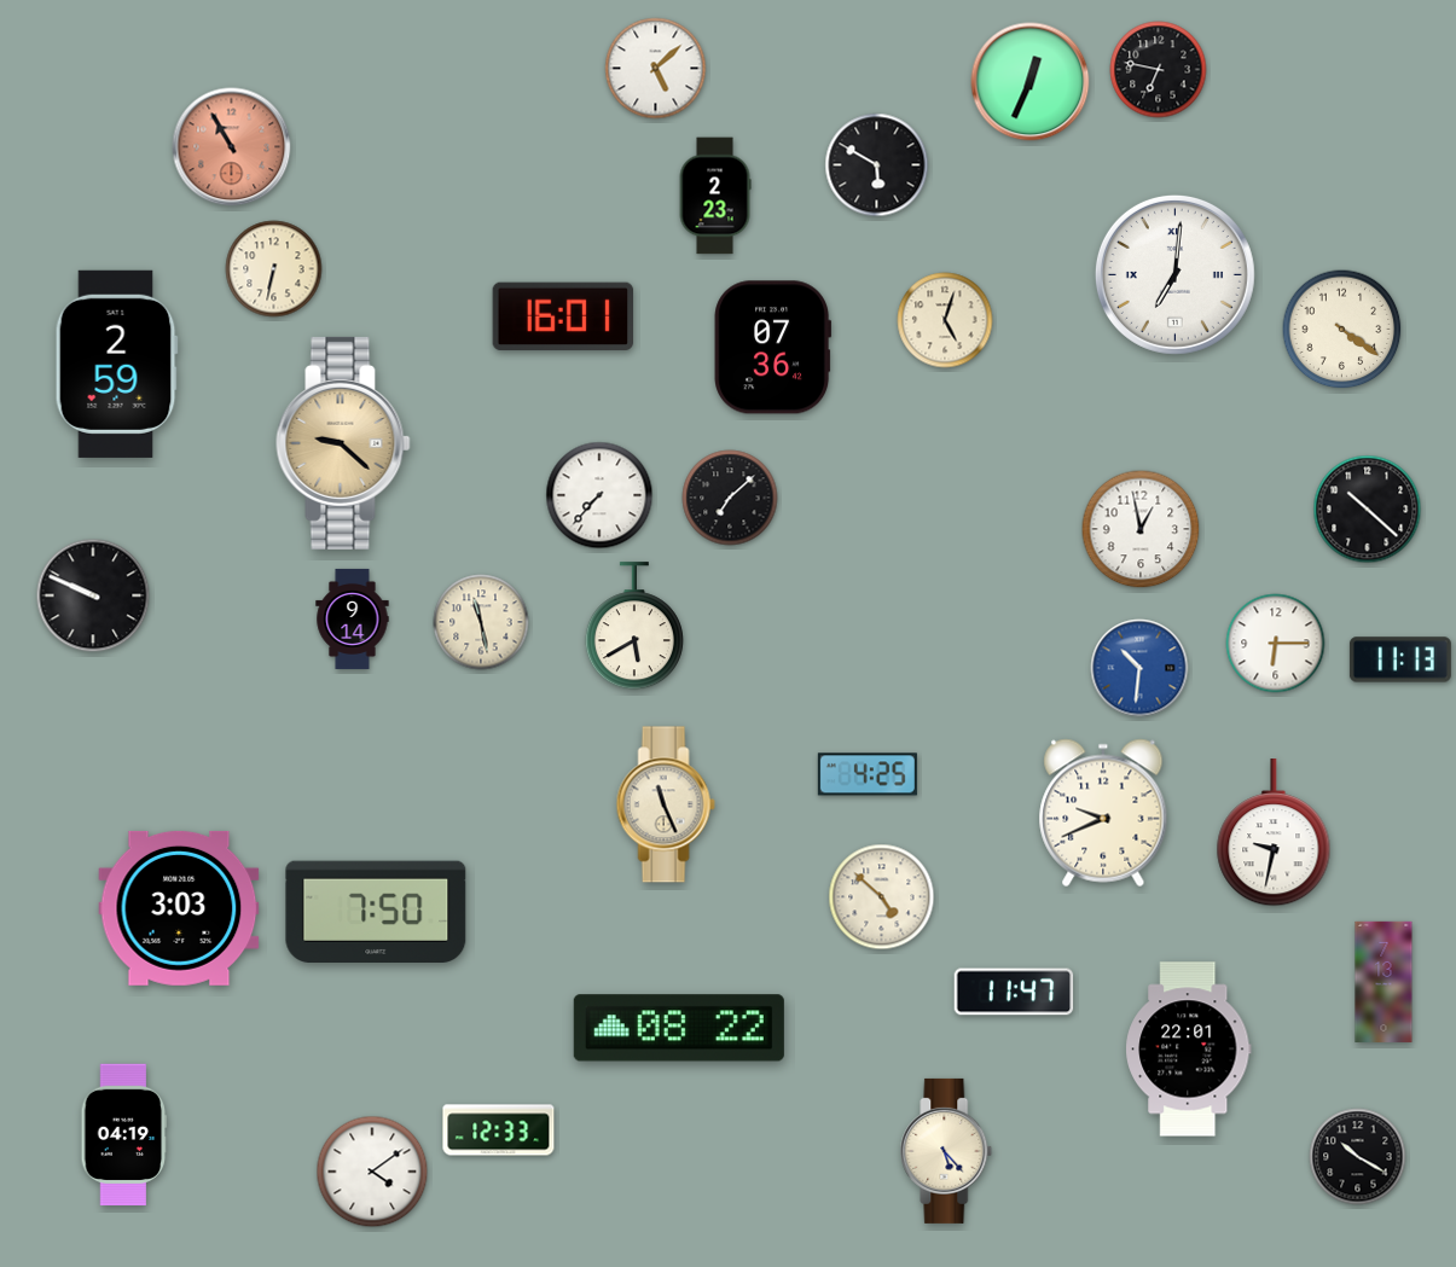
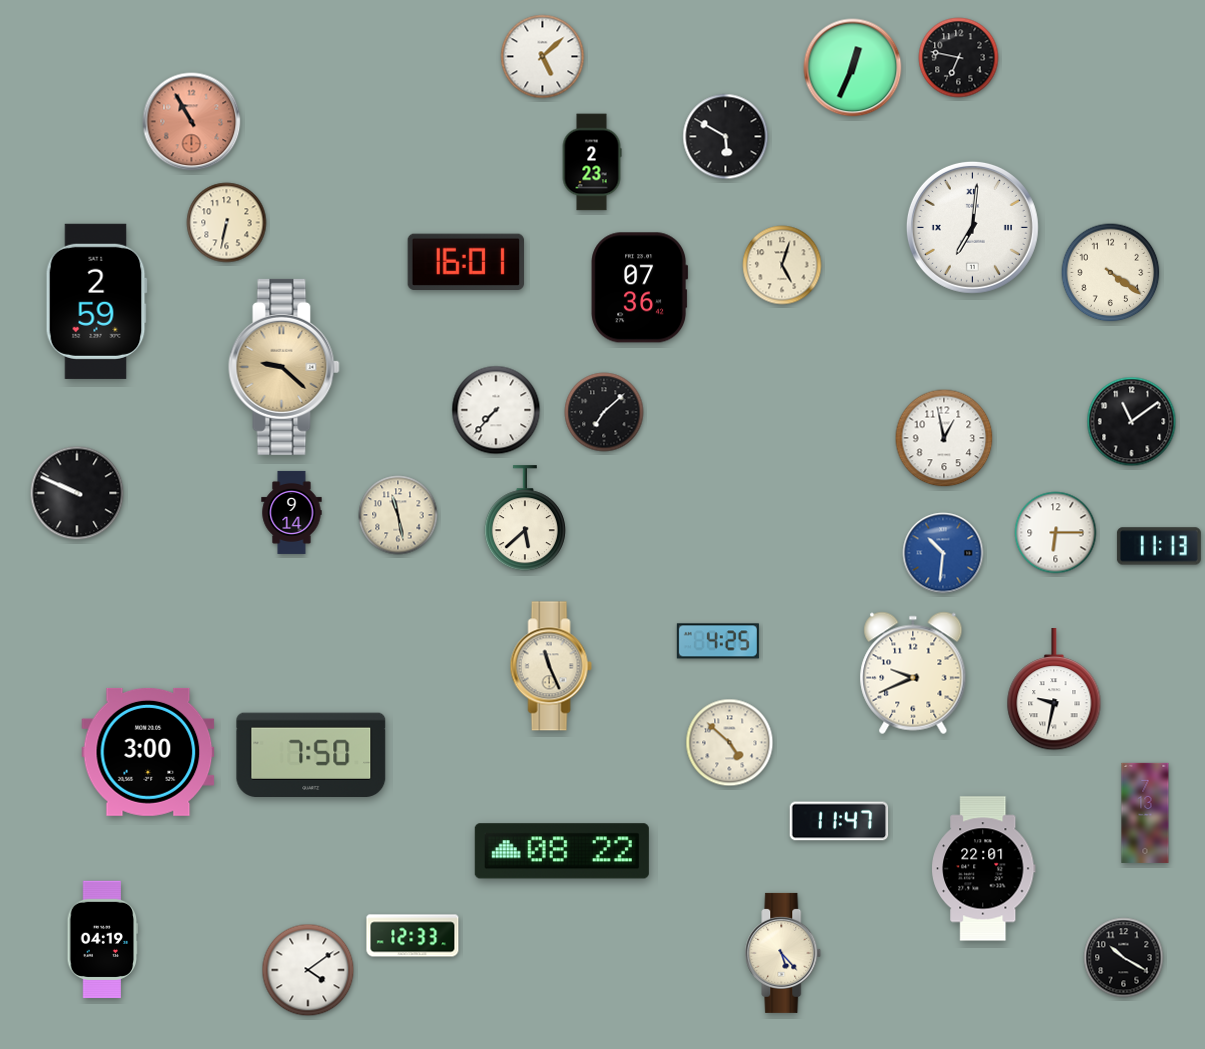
clock at (1368, 510): 10:22 -> 11:09
clock at (634, 627): 5:40 -> 5:38
clock at (179, 908): 3:03 -> 3:00
